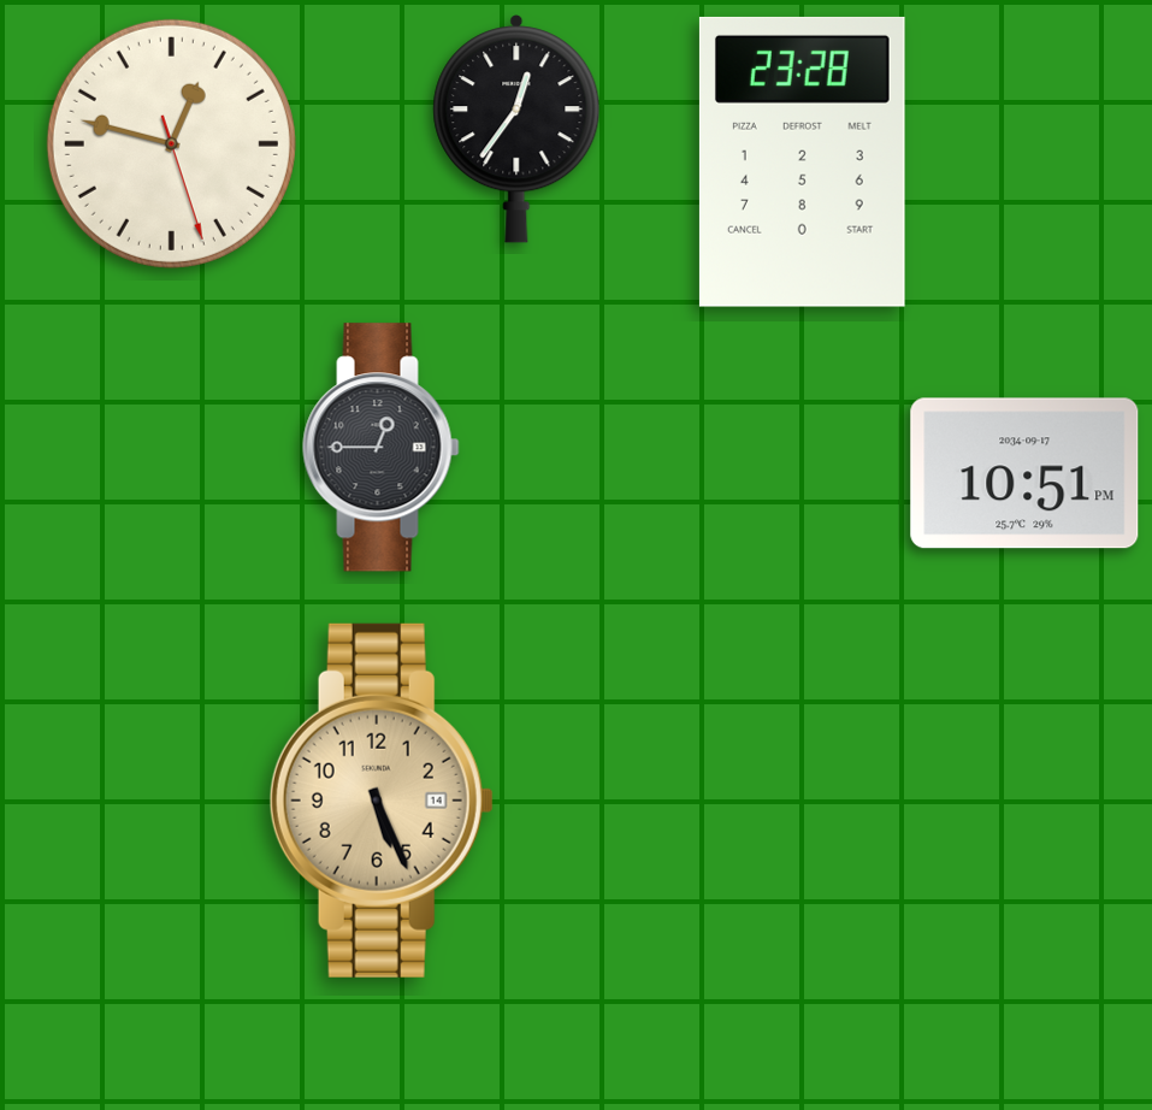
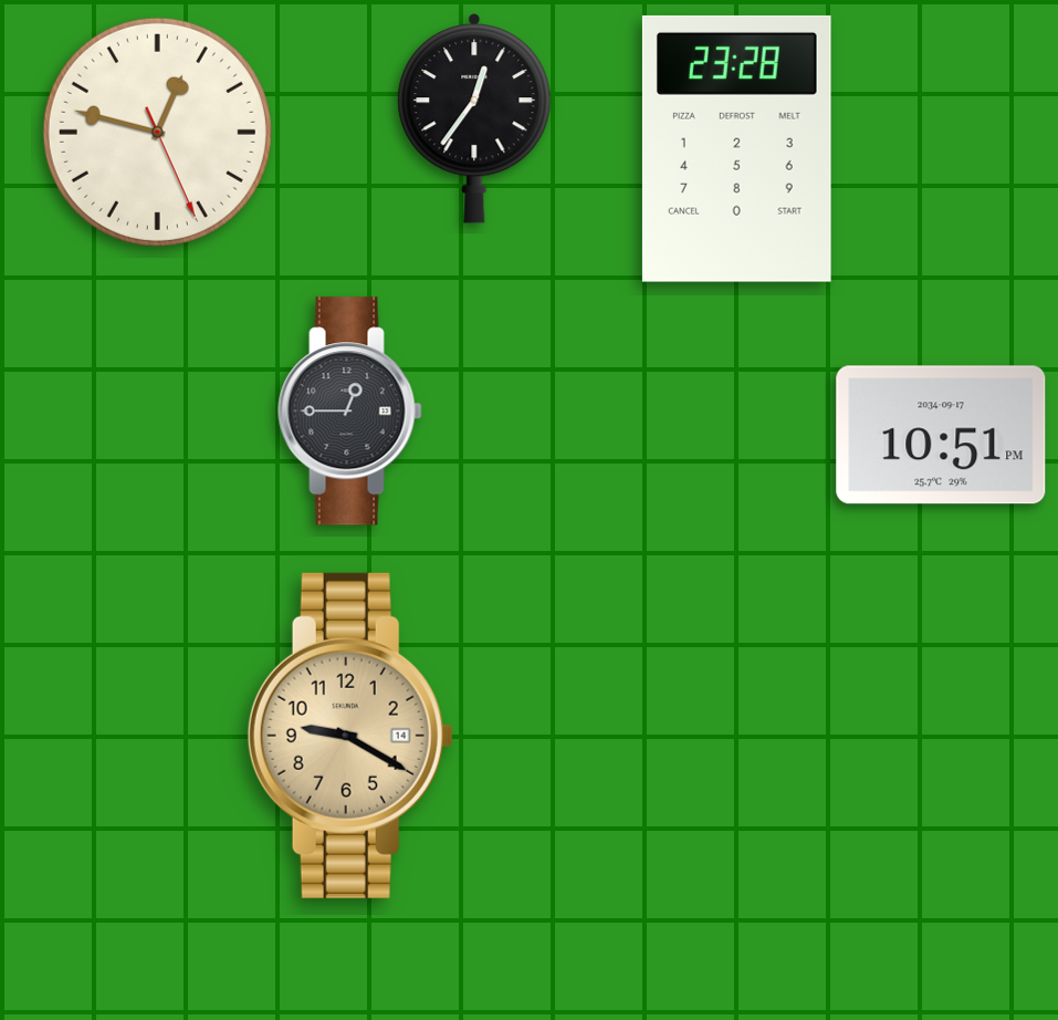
clock at (171, 143): 12:47:27 -> 12:47:26
clock at (382, 801): 5:26 -> 9:20
